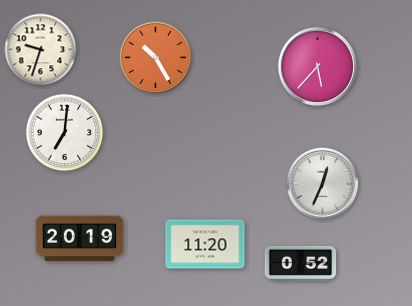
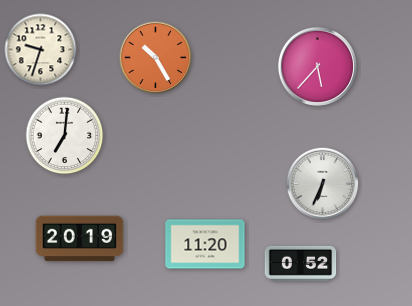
clock at (65, 133) position: (65, 133) -> (65, 136)
clock at (323, 184): 12:34 -> 6:34
